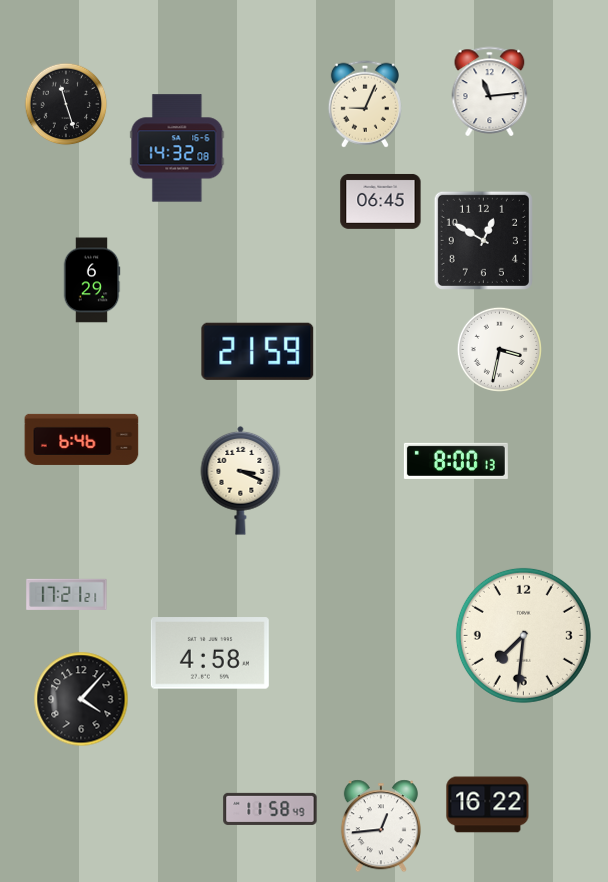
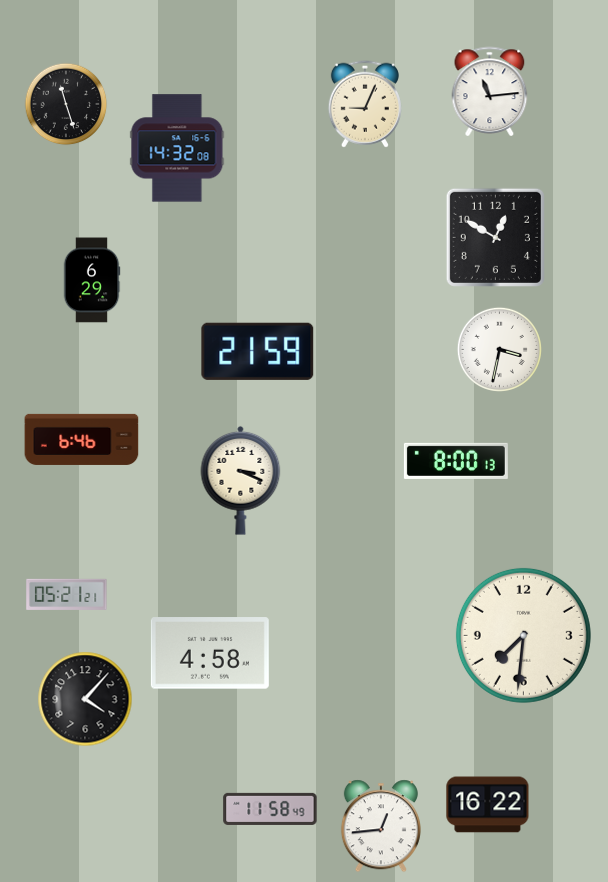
clock at (381, 201): 06:45 -> none
clock at (483, 240) position: (483, 240) -> (495, 237)
clock at (67, 594): 17:21 -> 05:21
clock at (81, 699) position: (81, 699) -> (85, 699)
